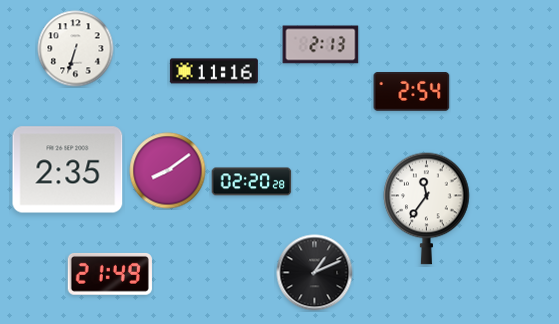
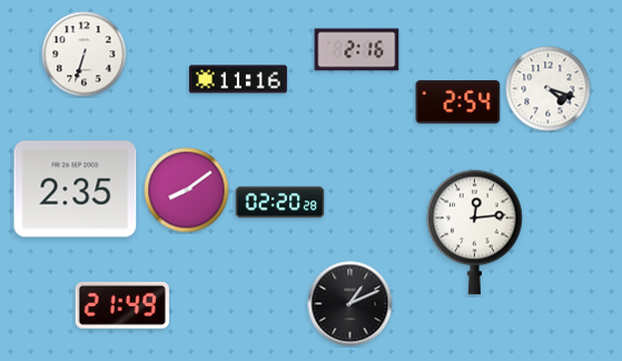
clock at (321, 45): 2:13 -> 2:16
clock at (549, 89): none -> 4:18
clock at (427, 208): 11:36 -> 12:14
